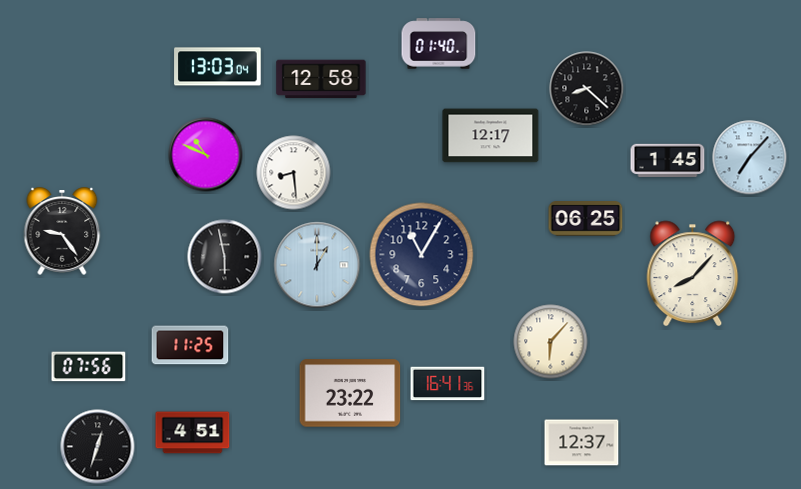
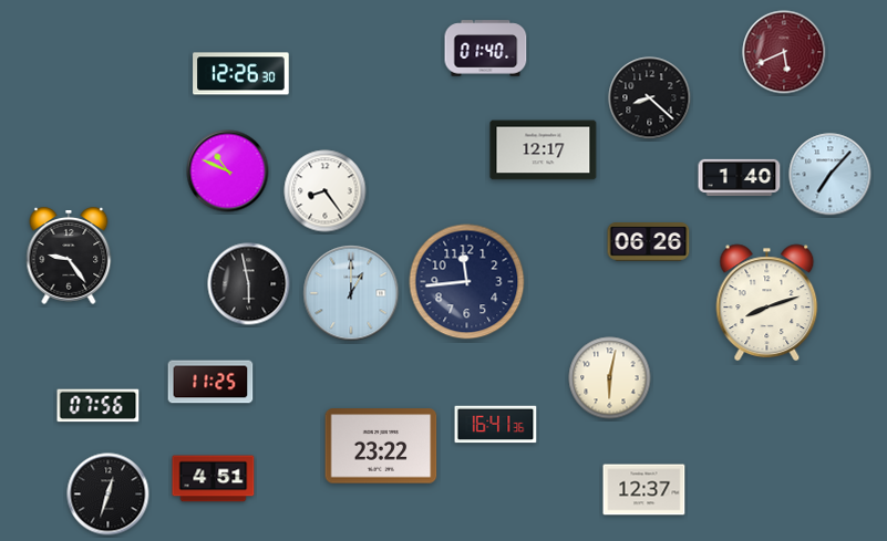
clock at (784, 52): none -> 5:41
clock at (218, 67): 13:03 -> 12:26
clock at (321, 79): 12:58 -> none
clock at (668, 160): 1:45 -> 1:40
clock at (294, 173): 8:29 -> 8:24
clock at (586, 219): 06:25 -> 06:26
clock at (422, 255): 11:05 -> 11:44
clock at (693, 274): 8:07 -> 8:12
clock at (551, 342): 6:07 -> 6:02
clock at (350, 393) position: (350, 393) -> (381, 446)
